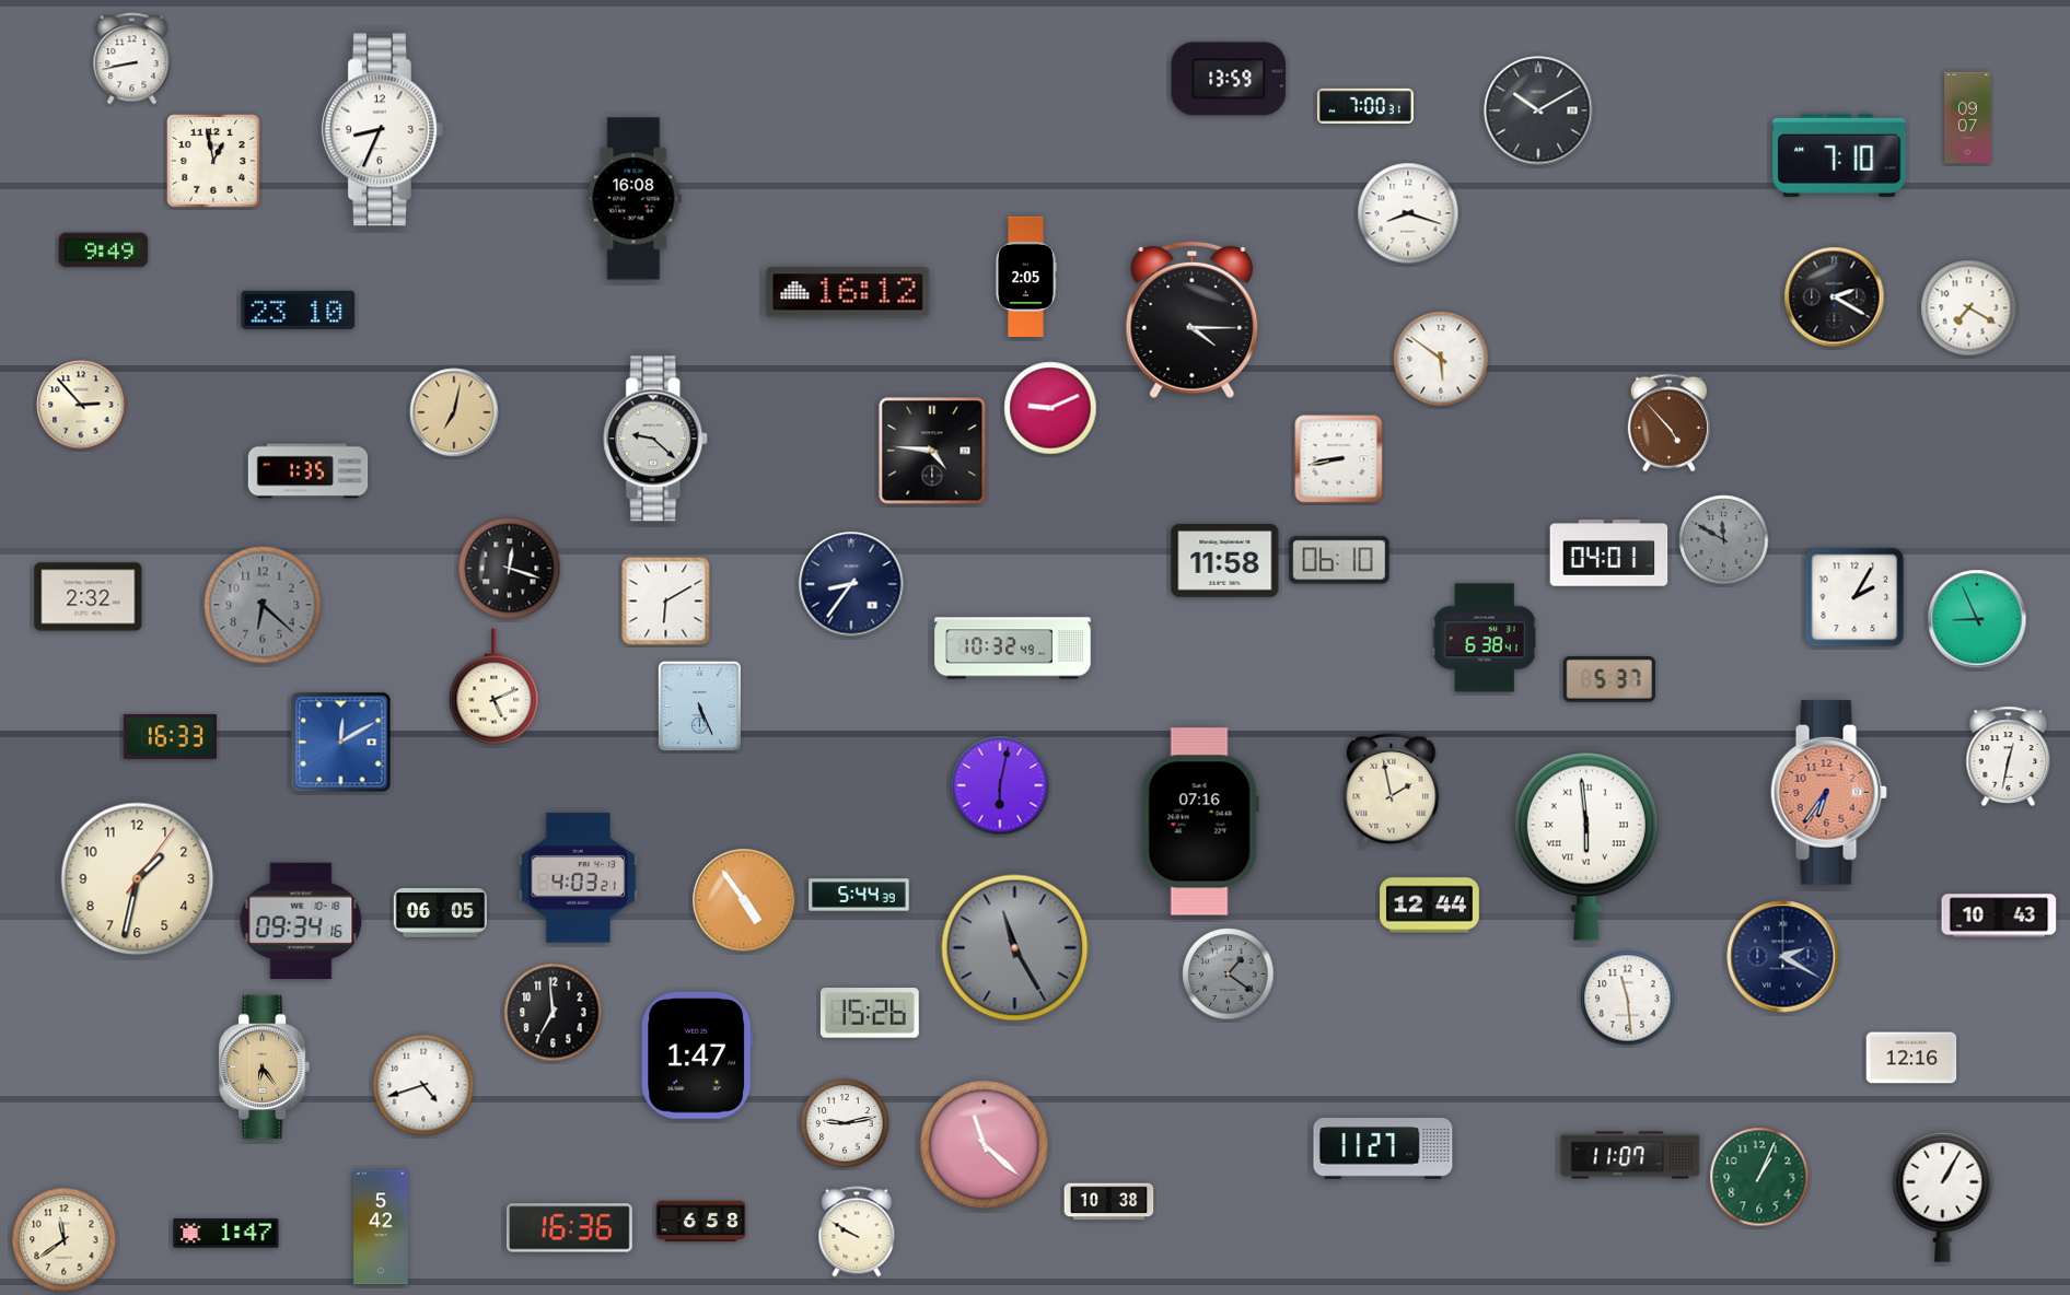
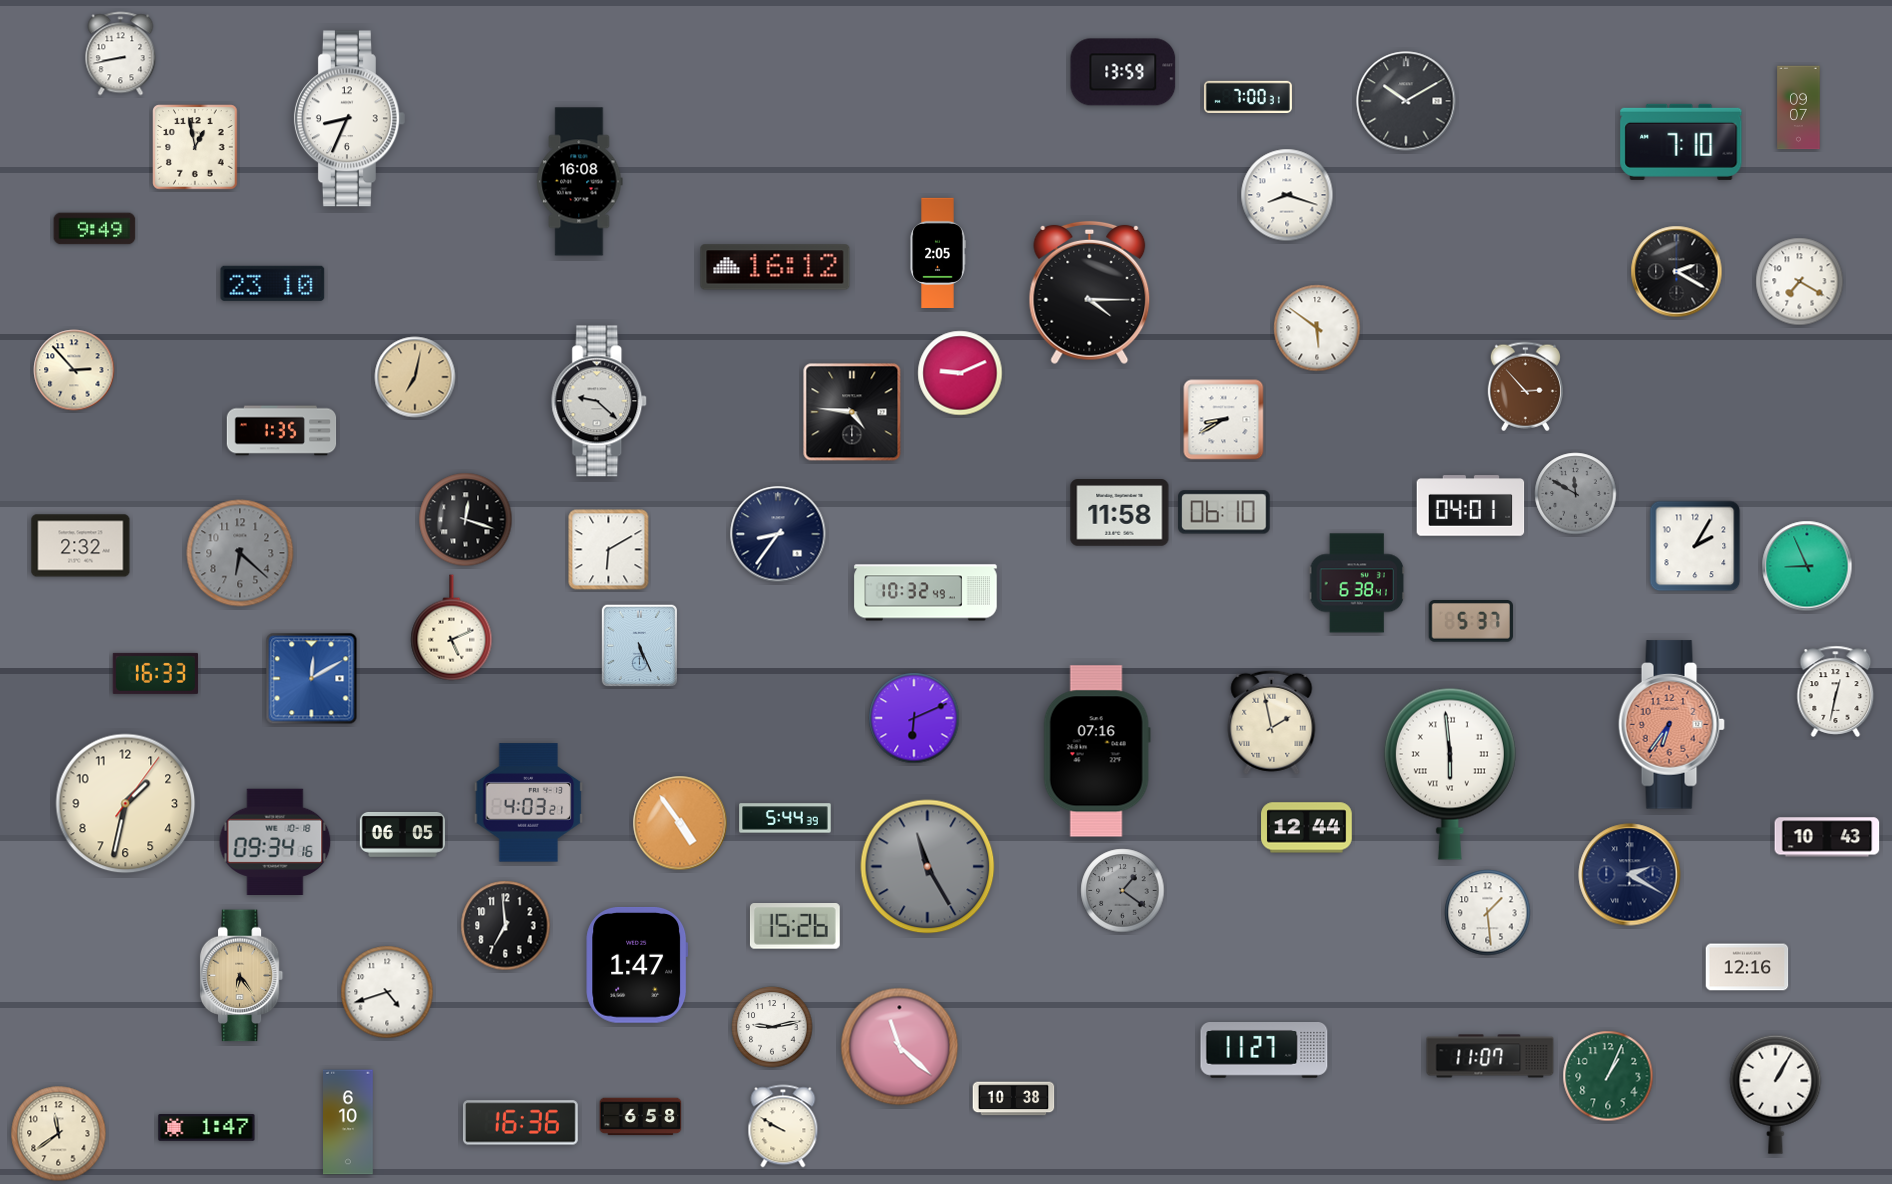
clock at (1668, 423): 4:53 -> 2:53
clock at (1339, 459): 8:43 -> 8:40
clock at (1000, 785): 6:02 -> 6:11
clock at (1628, 999): 11:29 -> 1:29
clock at (382, 1227): 5:42 -> 6:10
